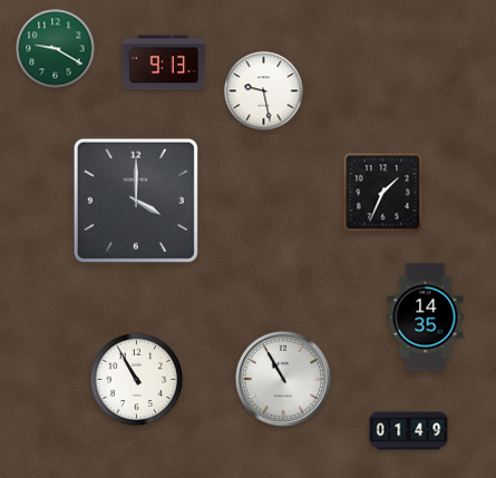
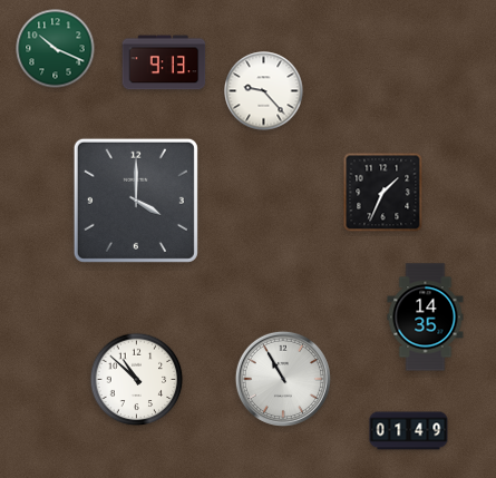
clock at (56, 49): 9:20 -> 10:19
clock at (264, 91): 9:28 -> 9:23
clock at (137, 380): 10:55 -> 10:52
